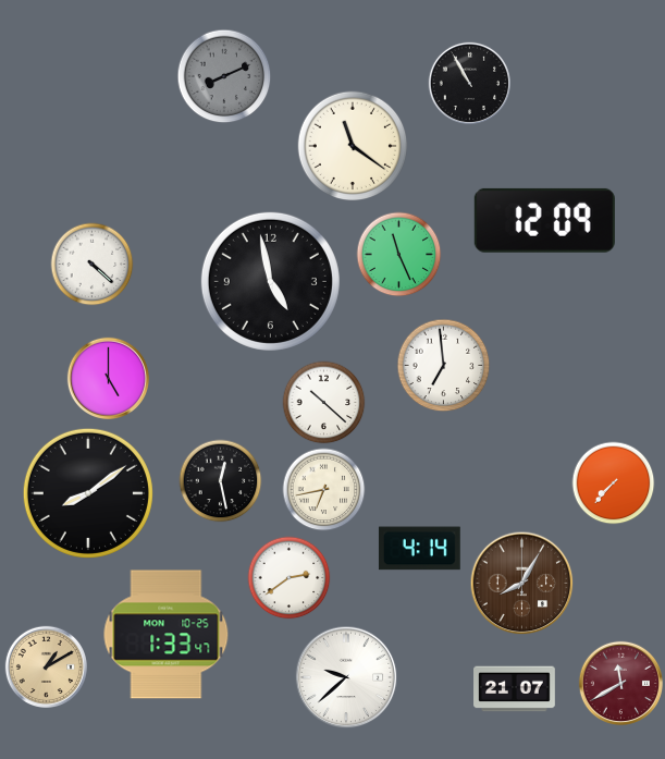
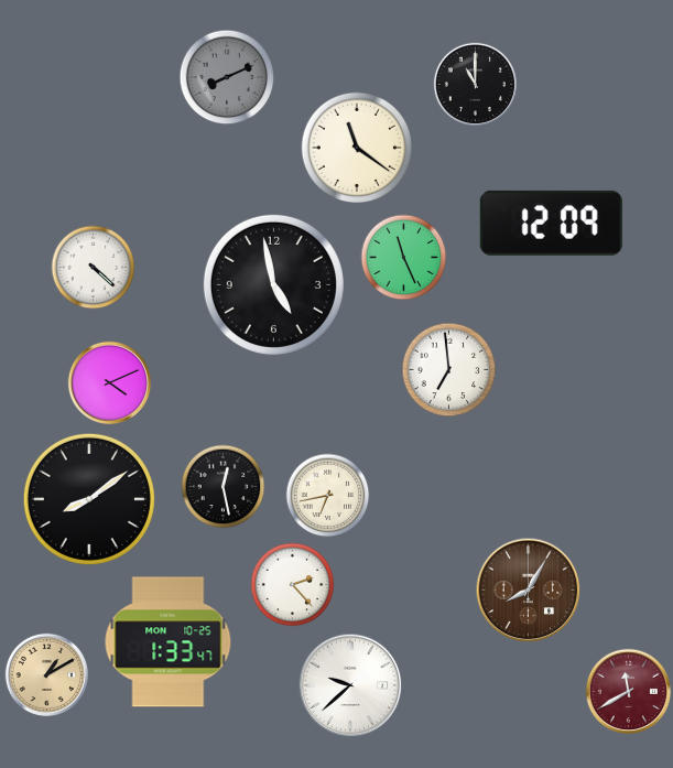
clock at (469, 83): 10:55 -> 11:00
clock at (108, 378): 5:00 -> 4:11
clock at (324, 403): 10:22 -> none
clock at (614, 483): 7:37 -> none
clock at (419, 549): 4:14 -> none
clock at (290, 578): 2:39 -> 2:23
clock at (515, 689): 21:07 -> none
